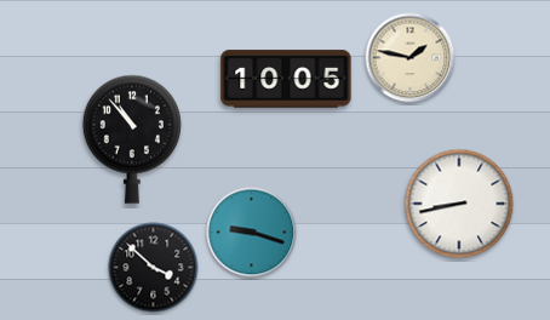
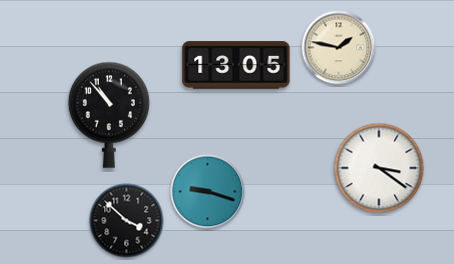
clock at (286, 79): 10:05 -> 13:05
clock at (459, 204): 8:43 -> 3:21
